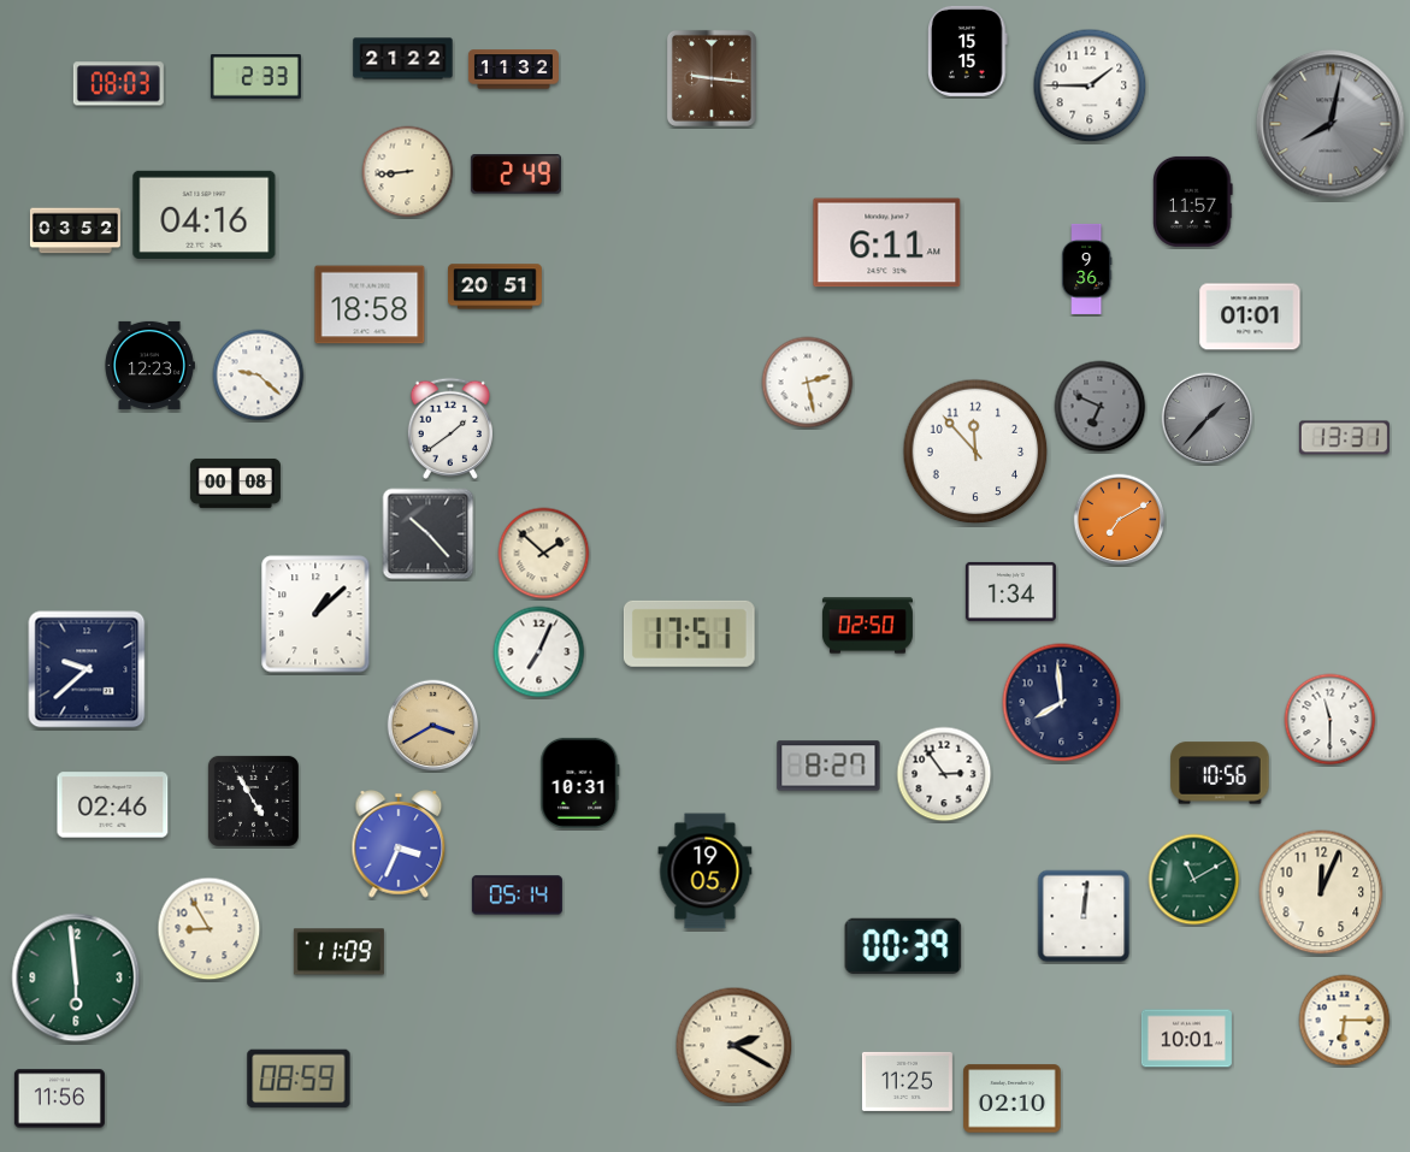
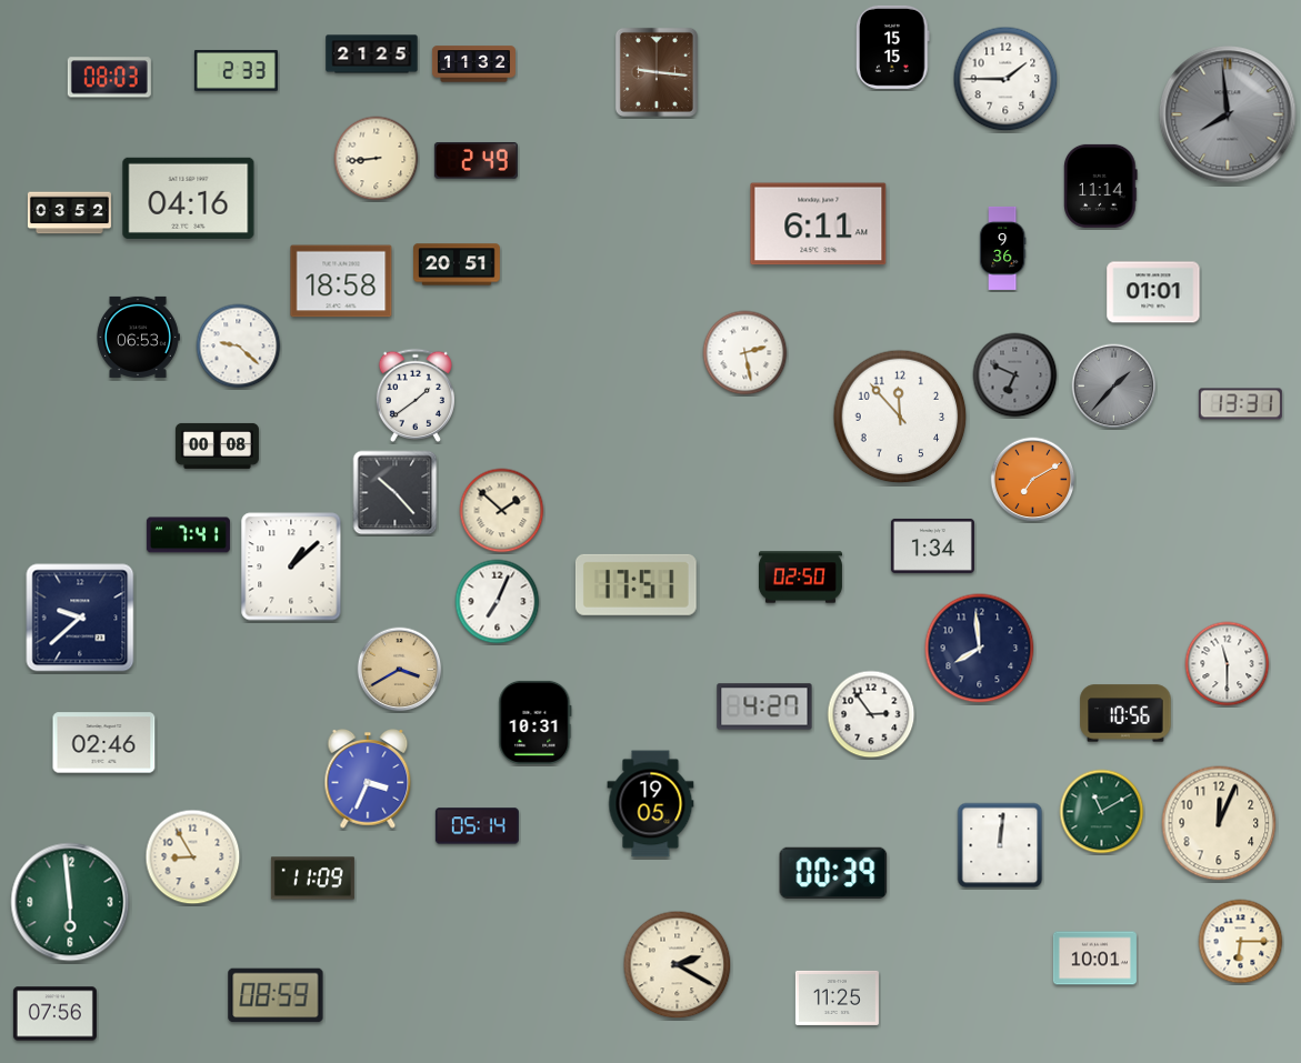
clock at (403, 59): 21:22 -> 21:25
clock at (1331, 124): 8:02 -> 7:59
clock at (1193, 201): 11:57 -> 11:14
clock at (149, 365): 12:23 -> 06:53
clock at (188, 535): none -> 7:41
clock at (828, 766): 8:27 -> 4:27
clock at (253, 801): 4:55 -> none
clock at (59, 1099): 11:56 -> 07:56
clock at (1013, 1099): 02:10 -> none
